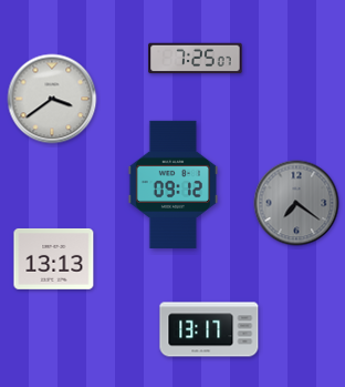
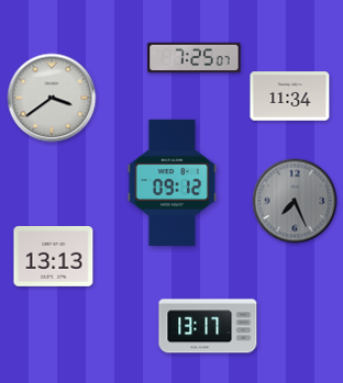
clock at (290, 97): none -> 11:34
clock at (296, 203): 7:21 -> 7:26
